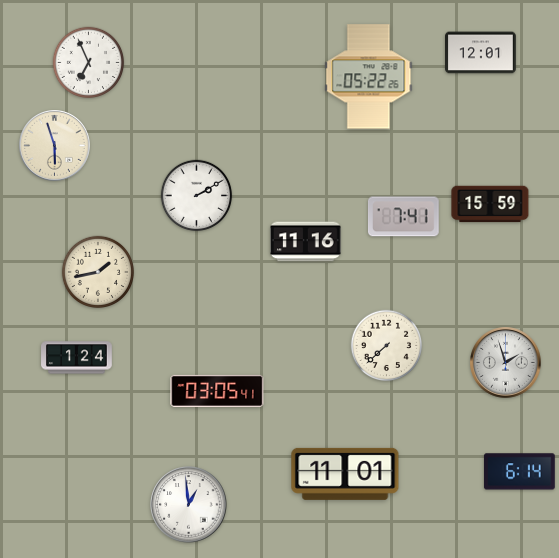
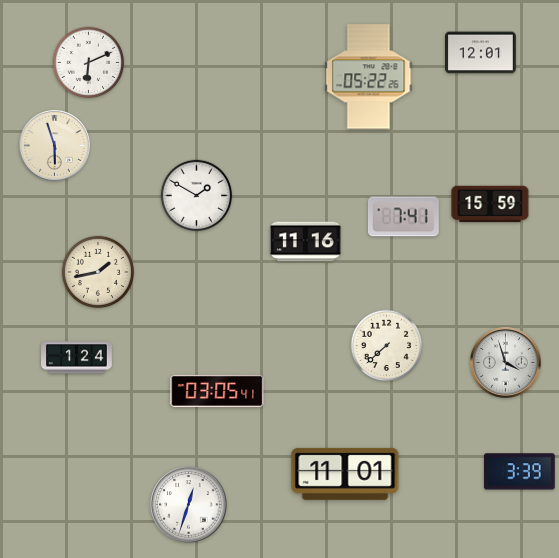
clock at (89, 63): 6:56 -> 6:11
clock at (197, 196): 2:10 -> 1:50
clock at (506, 363): 1:57 -> 3:57
clock at (519, 472): 6:14 -> 3:39
clock at (189, 505): 12:59 -> 12:33
